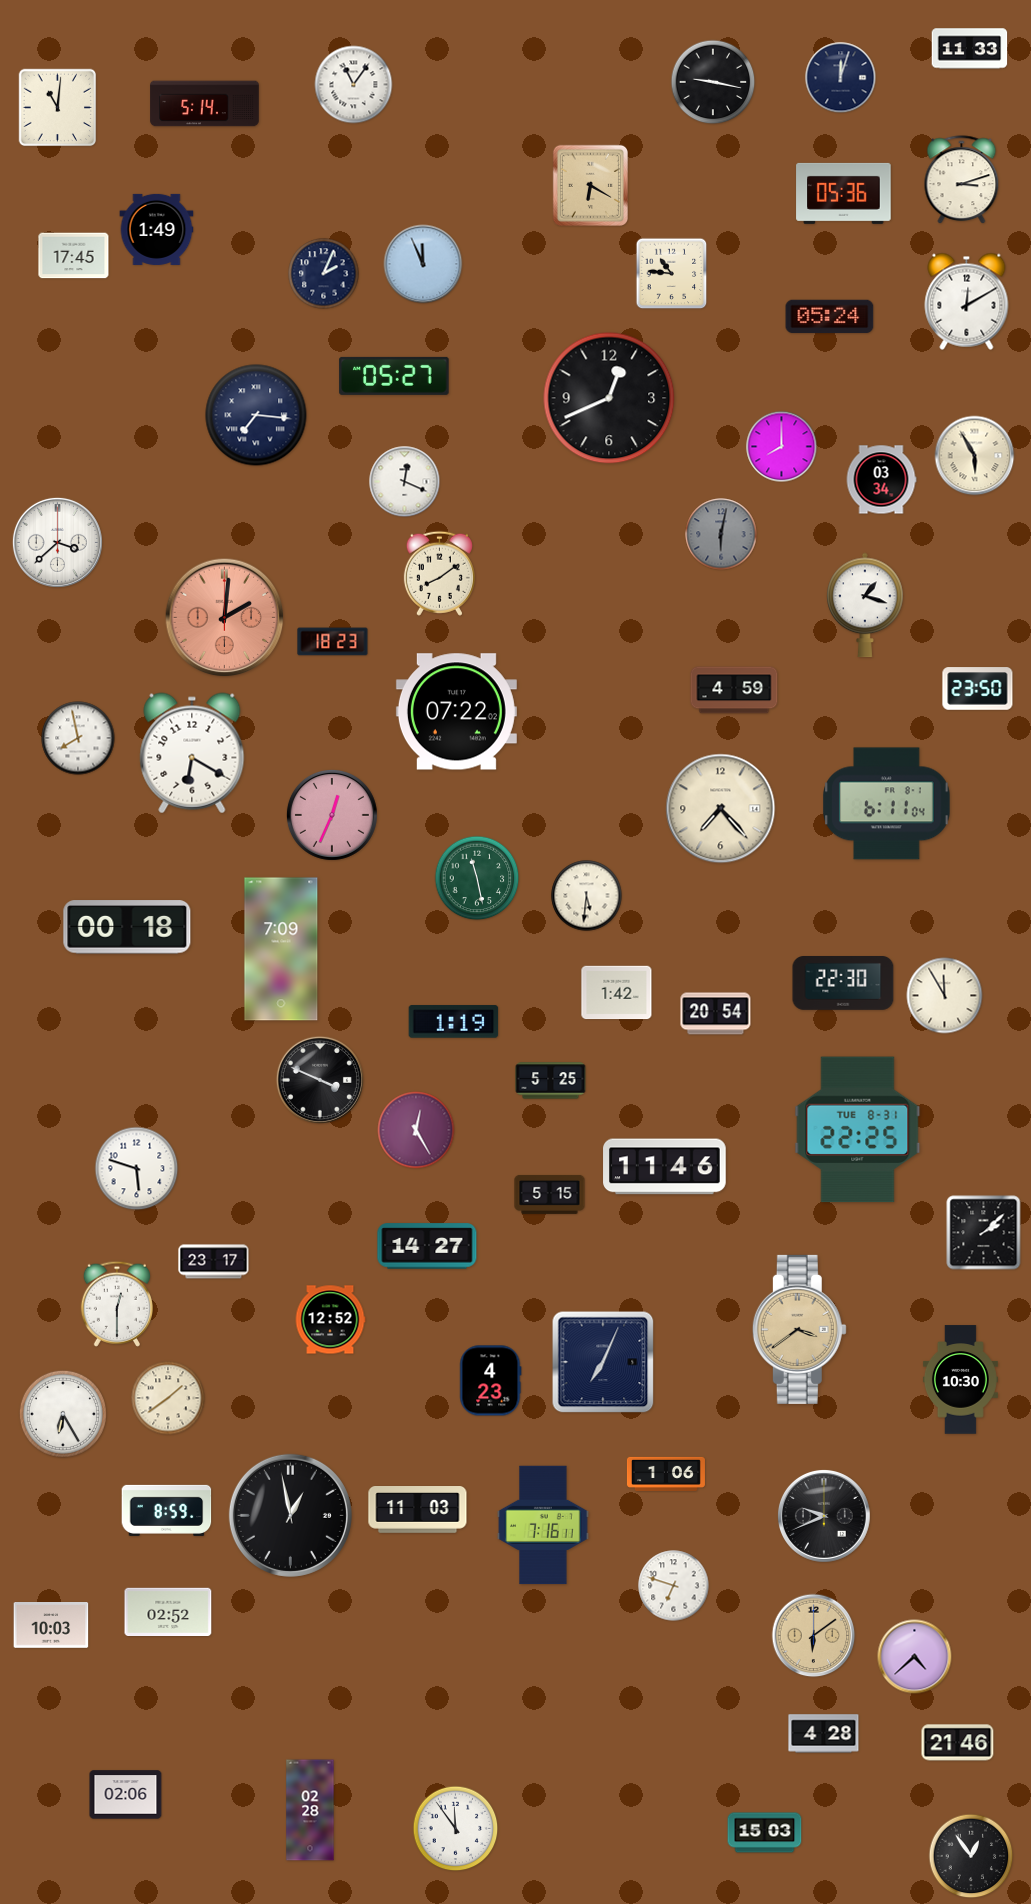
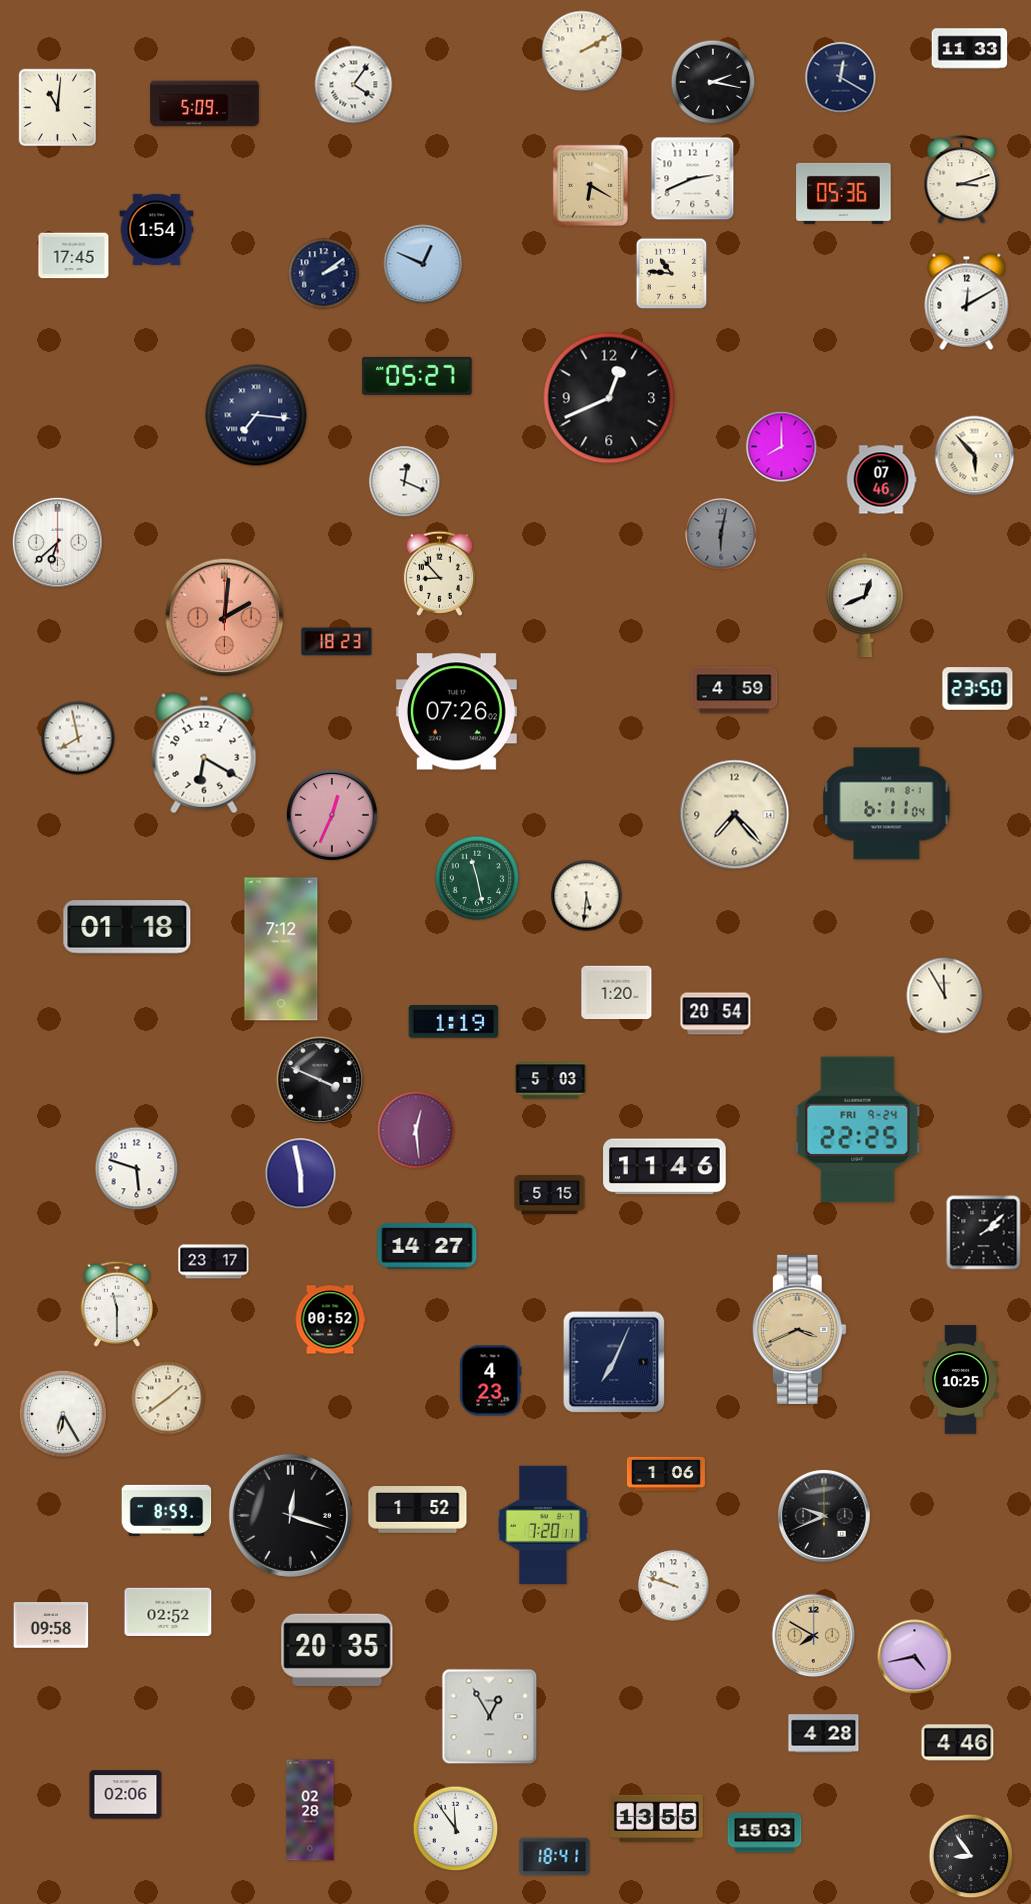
clock at (582, 51): none -> 2:10
clock at (841, 78): 12:03 -> 12:20
clock at (713, 82): 9:17 -> 2:17
clock at (354, 85): 11:06 -> 4:06
clock at (205, 104): 5:14 -> 5:09
clock at (693, 179): none -> 2:41
clock at (157, 229): 1:49 -> 1:54
clock at (423, 264): 11:56 -> 12:49
clock at (324, 274): 2:04 -> 2:09
clock at (830, 317): 05:24 -> none
clock at (394, 376) position: (394, 376) -> (417, 376)
clock at (975, 456): 5:55 -> 5:53
clock at (881, 480): 03:34 -> 07:46
clock at (57, 542): 3:38 -> 6:38
clock at (439, 573): 8:09 -> 8:53
clock at (865, 605): 1:18 -> 12:41
clock at (333, 642) position: (333, 642) -> (337, 642)
clock at (456, 712): 07:22 -> 07:26
clock at (192, 753) position: (192, 753) -> (204, 753)
clock at (721, 809) position: (721, 809) -> (735, 815)
clock at (127, 927): 00:18 -> 01:18
clock at (281, 949): 7:09 -> 7:12
clock at (843, 984): 22:30 -> none
clock at (617, 993): 1:42 -> 1:20
clock at (551, 1081): 5:25 -> 5:03
clock at (416, 1130): 12:25 -> 12:29
clock at (858, 1130) date: TUE 8-31 -> FRI 9-24
clock at (301, 1174): none -> 5:58
clock at (116, 1304): 12:30 -> 11:30
clock at (330, 1320): 12:52 -> 00:52
clock at (799, 1329): 3:39 -> 3:41
clock at (603, 1362) position: (603, 1362) -> (614, 1362)
clock at (960, 1380): 10:30 -> 10:25
clock at (418, 1510): 11:03 -> 1:52
clock at (290, 1515): 12:58 -> 12:18
clock at (543, 1525): 7:16 -> 7:20
clock at (674, 1586): 6:48 -> 9:48
clock at (51, 1625): 10:03 -> 09:58
clock at (814, 1636): 6:09 -> 7:50
clock at (337, 1649): none -> 20:35
clock at (915, 1657): 4:38 -> 4:43
clock at (490, 1717): none -> 12:55
clock at (958, 1743): 21:46 -> 4:46
clock at (656, 1818): none -> 13:55
clock at (971, 1856): 12:54 -> 8:54
clock at (555, 1857): none -> 18:41
